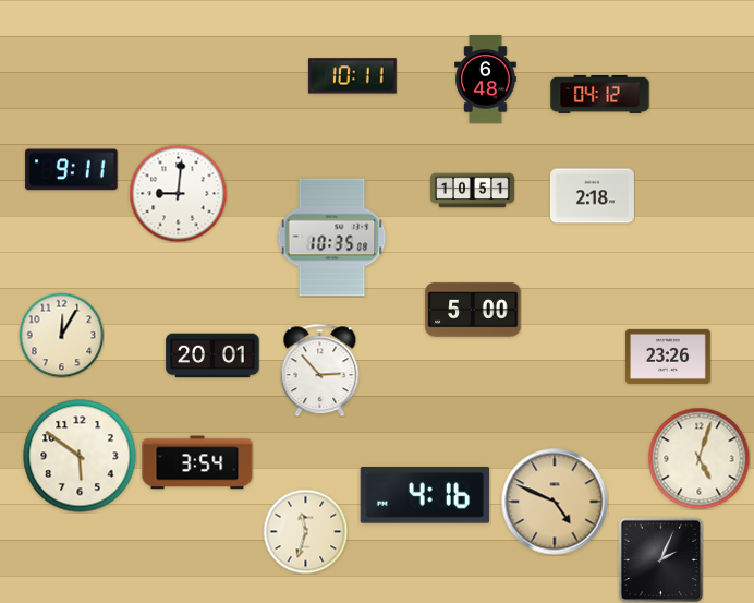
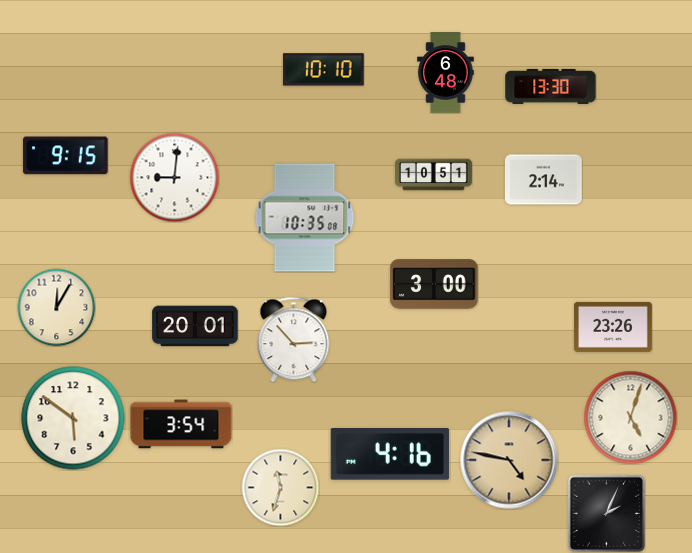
clock at (352, 76): 10:11 -> 10:10
clock at (600, 94): 04:12 -> 13:30
clock at (72, 170): 9:11 -> 9:15
clock at (178, 193) position: (178, 193) -> (174, 177)
clock at (592, 196): 2:18 -> 2:14
clock at (473, 310): 5:00 -> 3:00
clock at (698, 458) position: (698, 458) -> (630, 417)
clock at (555, 502): 4:49 -> 4:47
